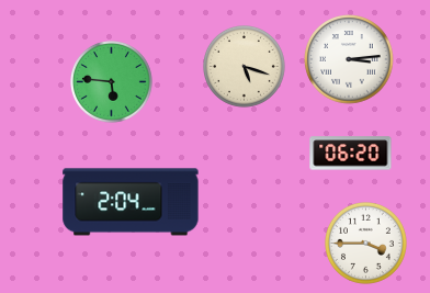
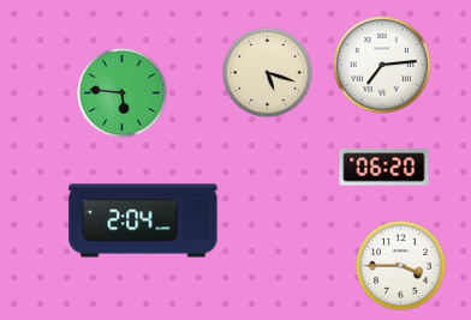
clock at (349, 59): 3:14 -> 7:14
clock at (112, 82) position: (112, 82) -> (123, 93)
